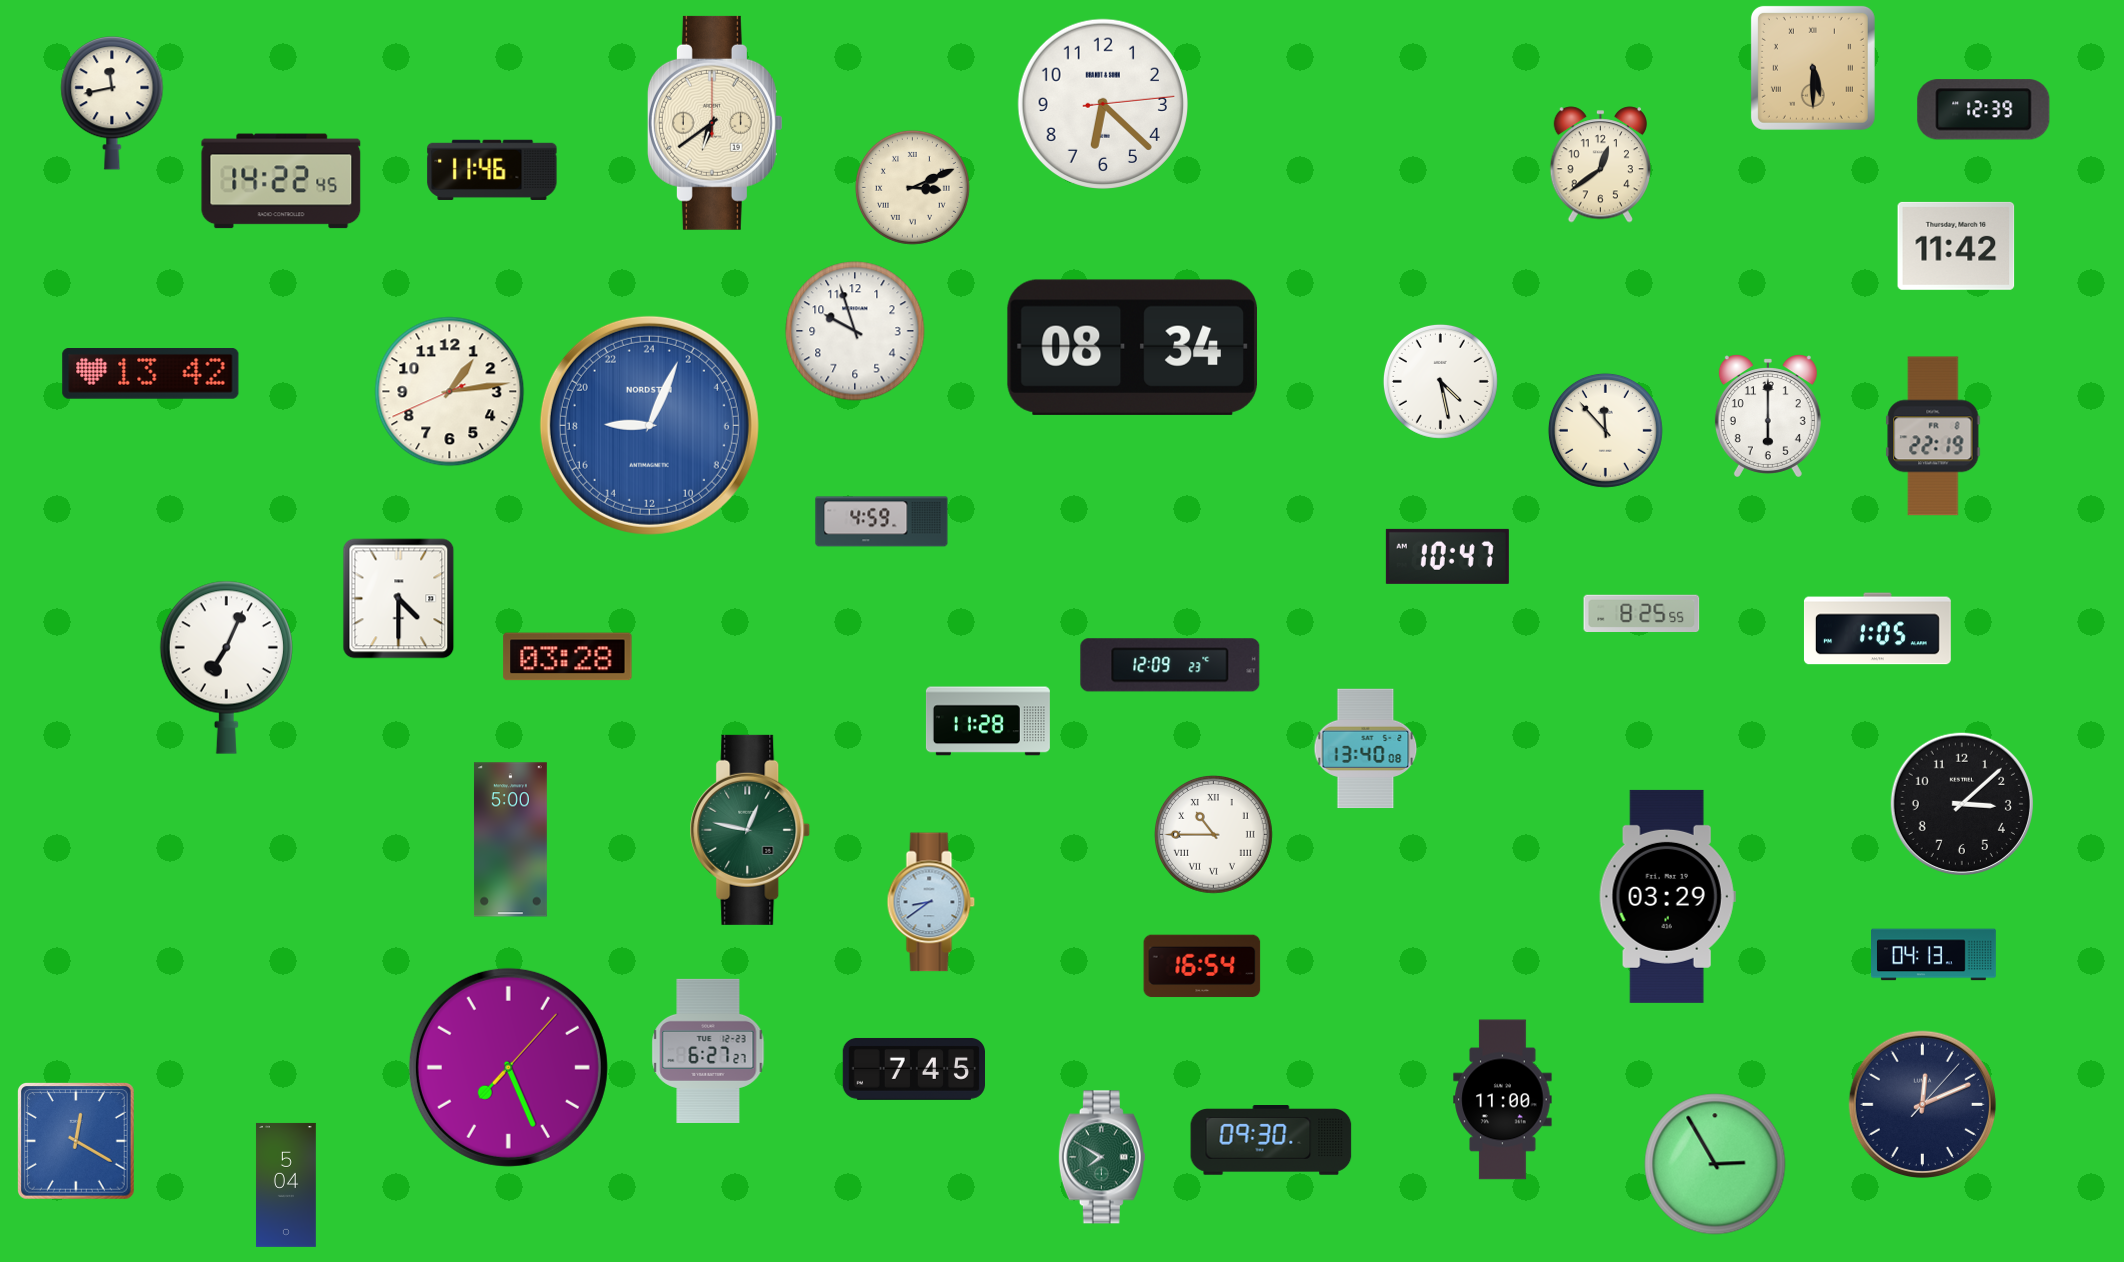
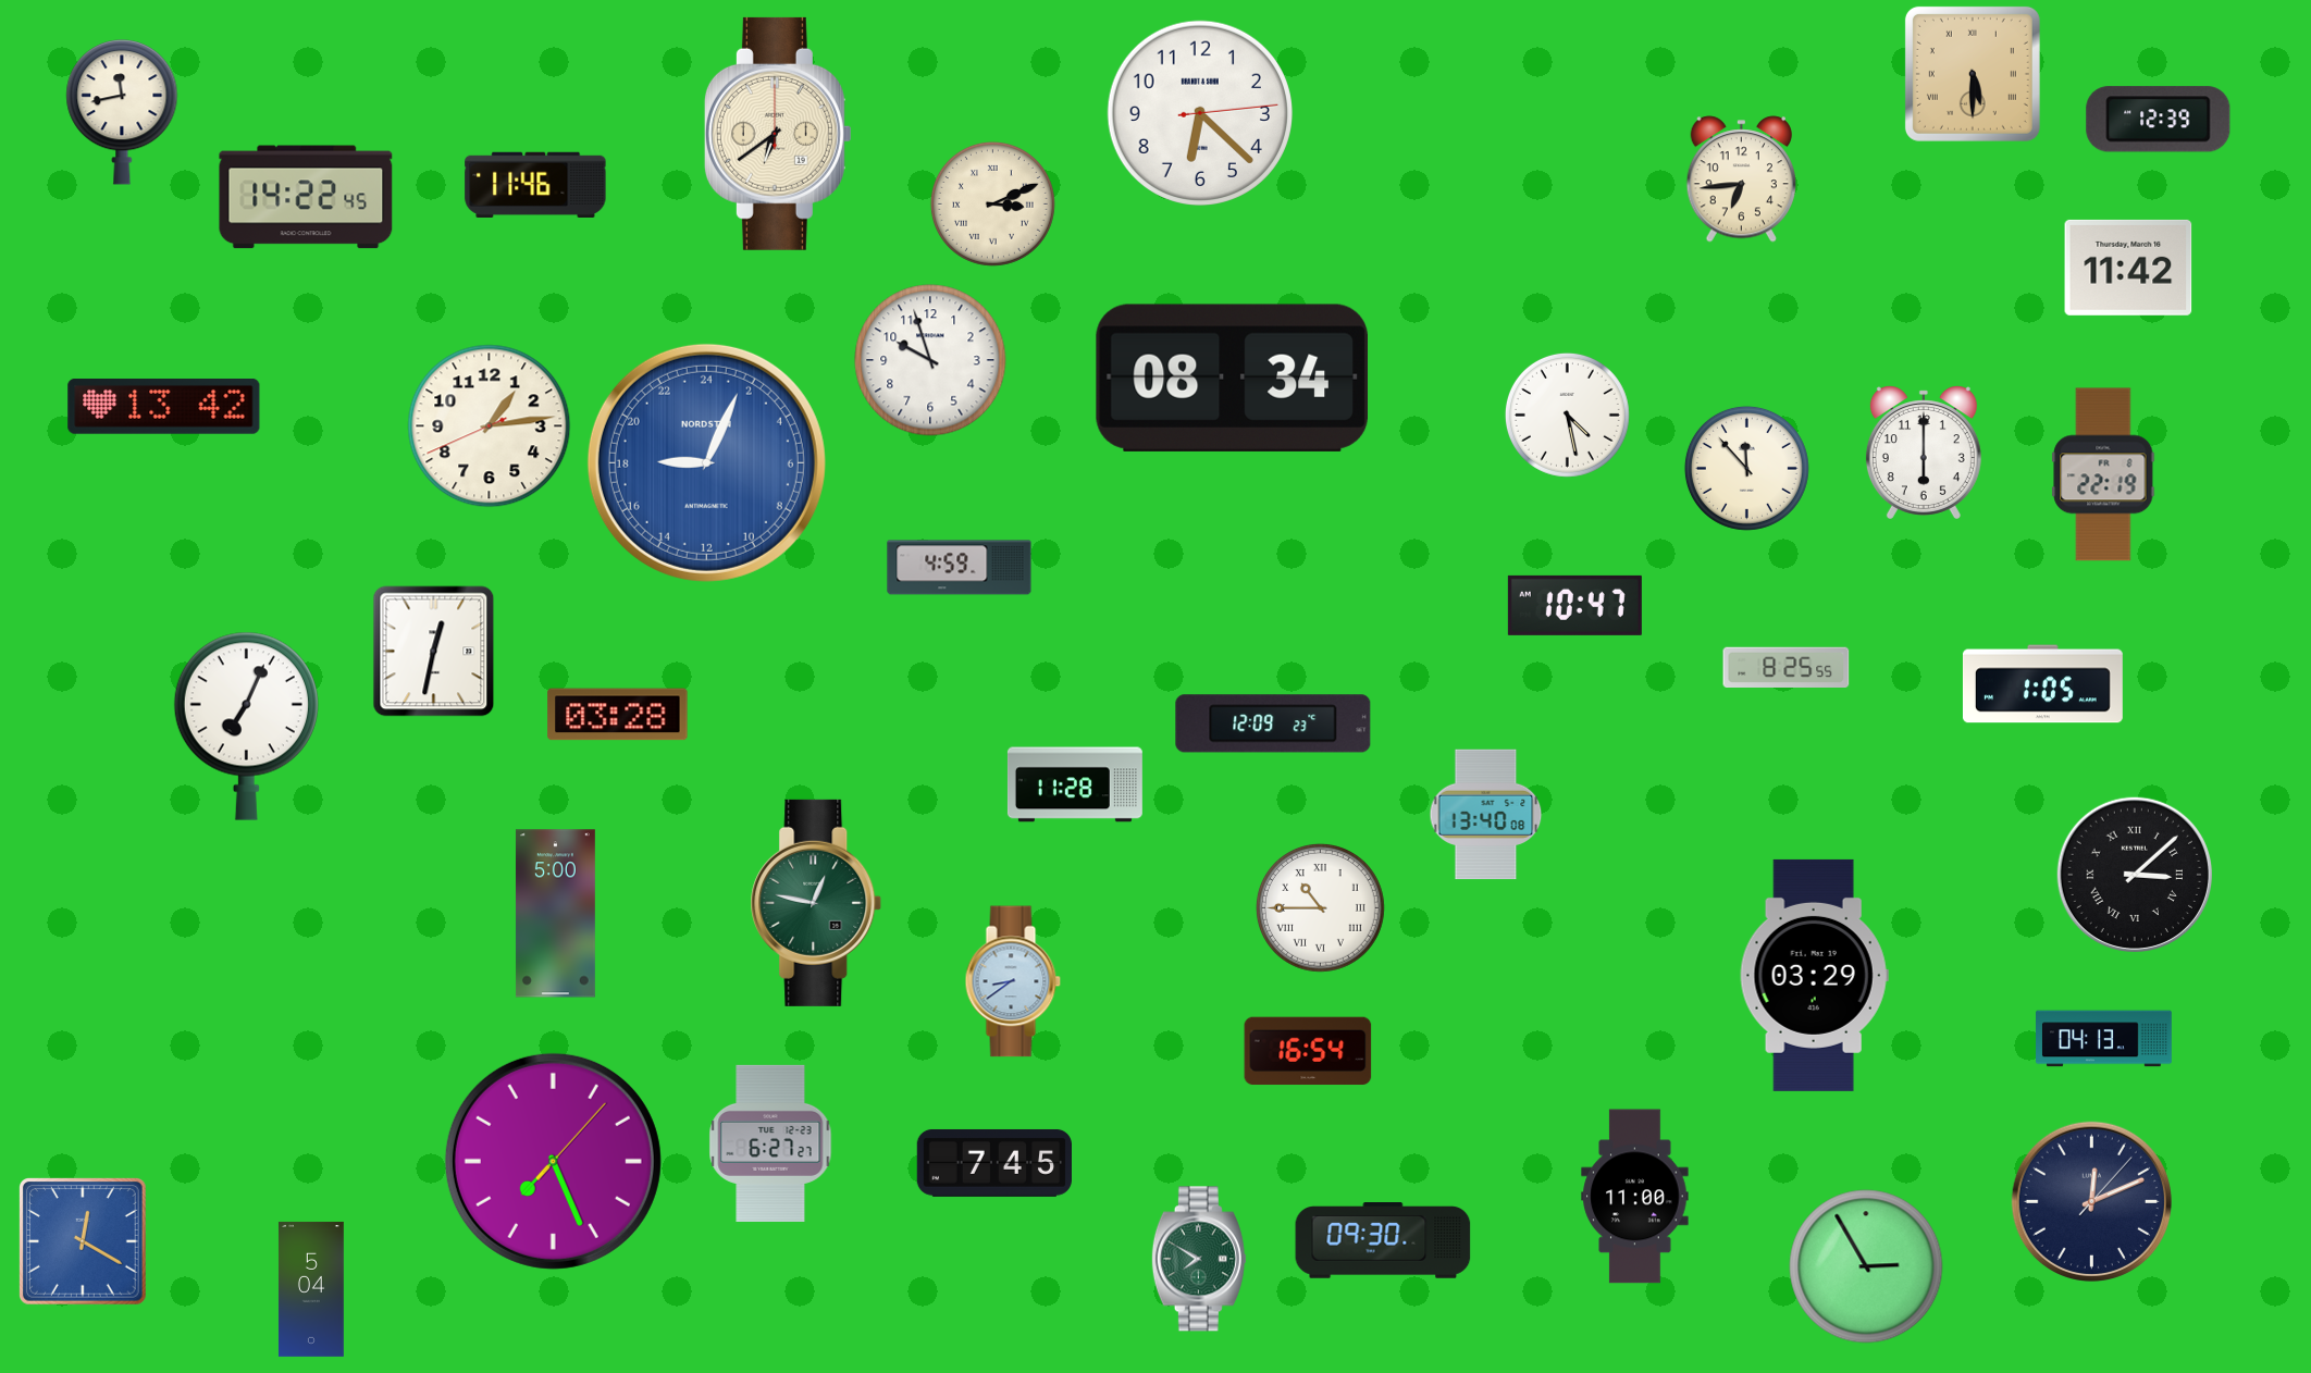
clock at (1600, 165): 12:39 -> 6:44
clock at (399, 599): 4:30 -> 12:32
clock at (1961, 803) numerals: Arabic -> Roman
